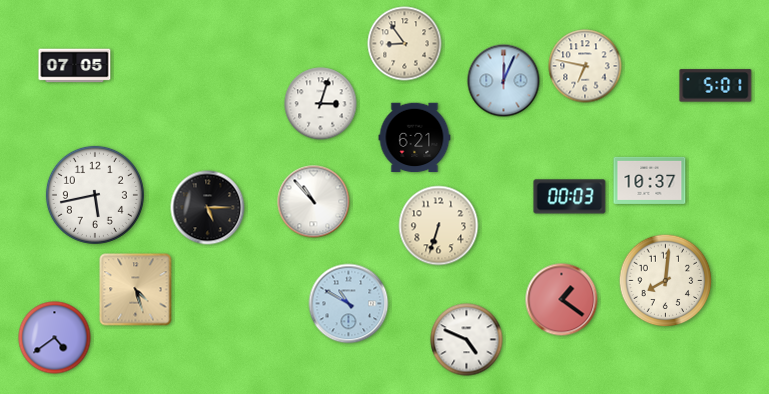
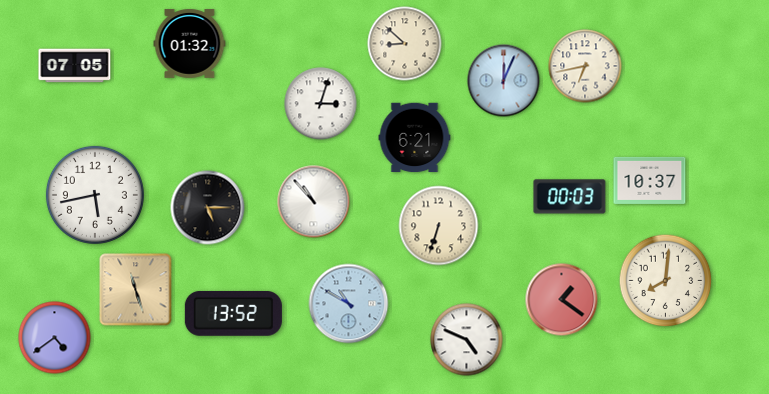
clock at (190, 44): none -> 01:32
clock at (405, 44): 8:54 -> 8:52
clock at (585, 66): 6:47 -> 6:43
clock at (716, 86): 5:01 -> none
clock at (136, 290): 4:27 -> 11:27
clock at (233, 313): none -> 13:52
